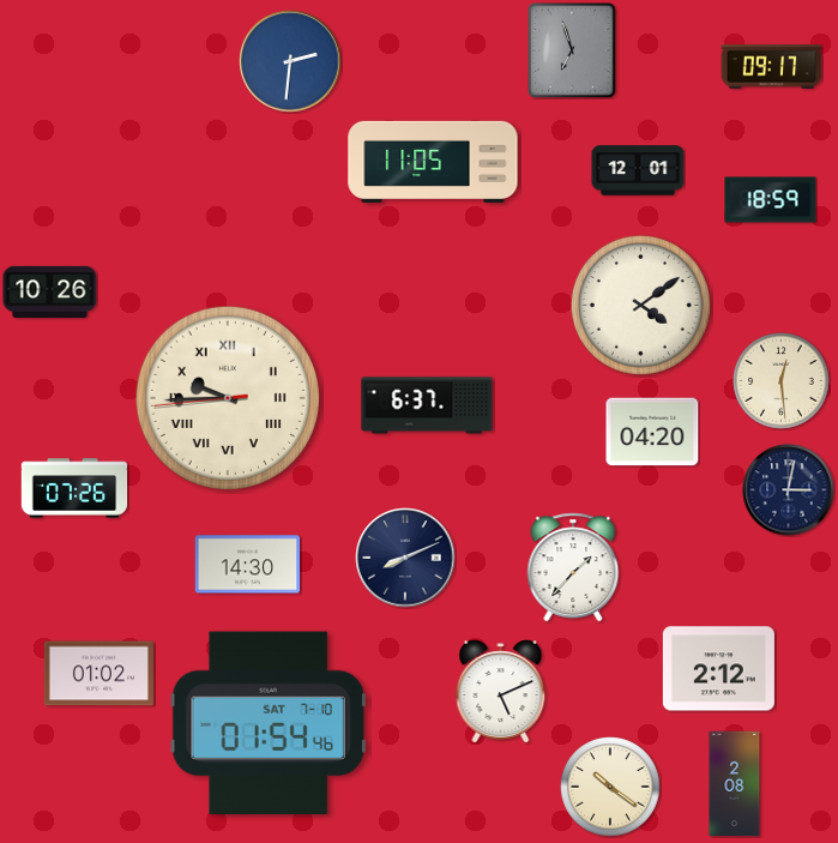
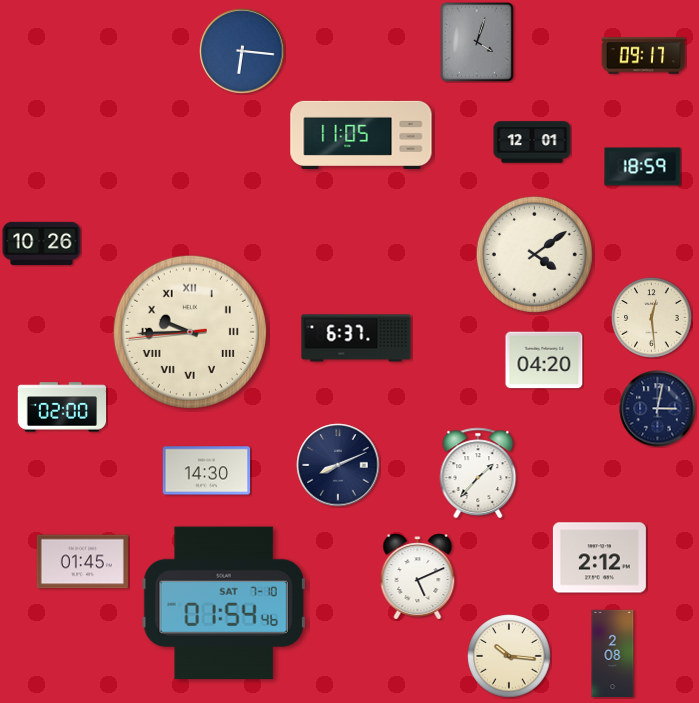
clock at (573, 52): 6:57 -> 4:03
clock at (290, 61): 2:31 -> 6:16
clock at (74, 488): 07:26 -> 02:00
clock at (98, 674): 01:02 -> 01:45
clock at (610, 787): 10:21 -> 10:16
